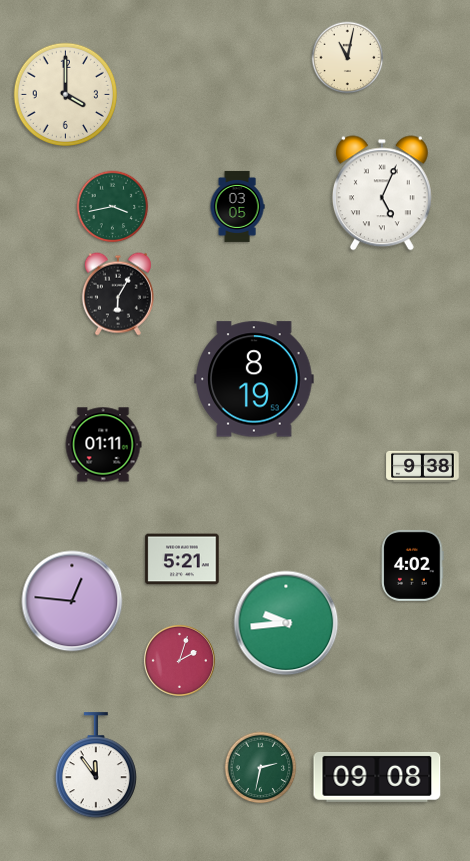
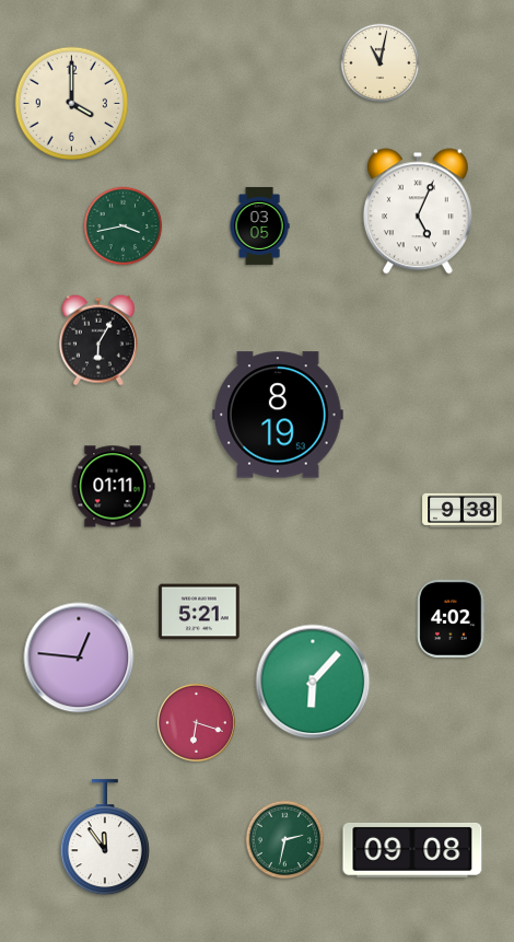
clock at (118, 294) position: (118, 294) -> (98, 340)
clock at (286, 623): 9:44 -> 6:07
clock at (179, 660): 2:03 -> 6:18
